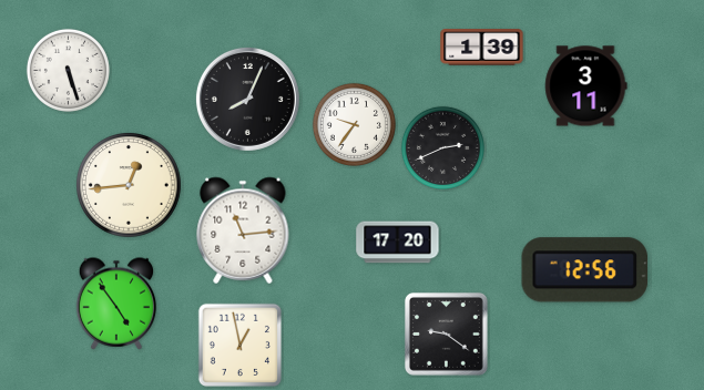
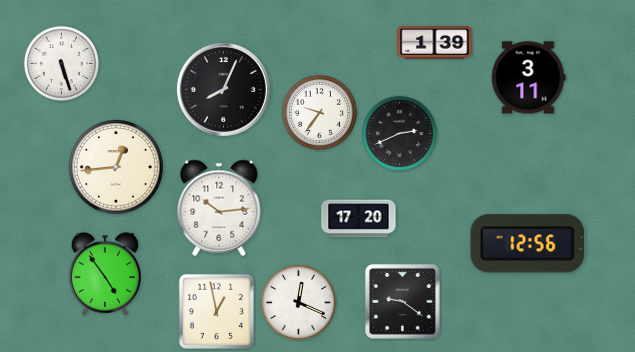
clock at (243, 230): 11:14 -> 10:14
clock at (298, 302): none -> 12:19
